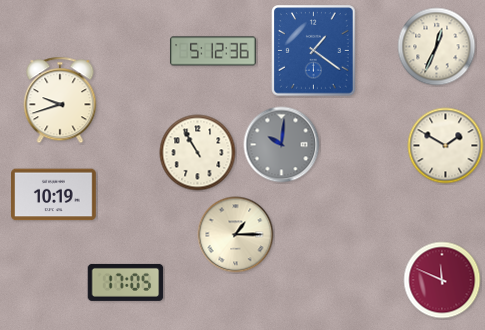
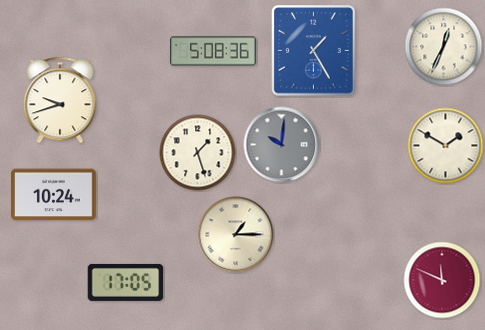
clock at (437, 47) position: (437, 47) -> (444, 47)
clock at (213, 51): 5:12 -> 5:08
clock at (314, 51): 1:21 -> 1:25
clock at (198, 153): 10:55 -> 1:27
clock at (54, 195): 10:19 -> 10:24
